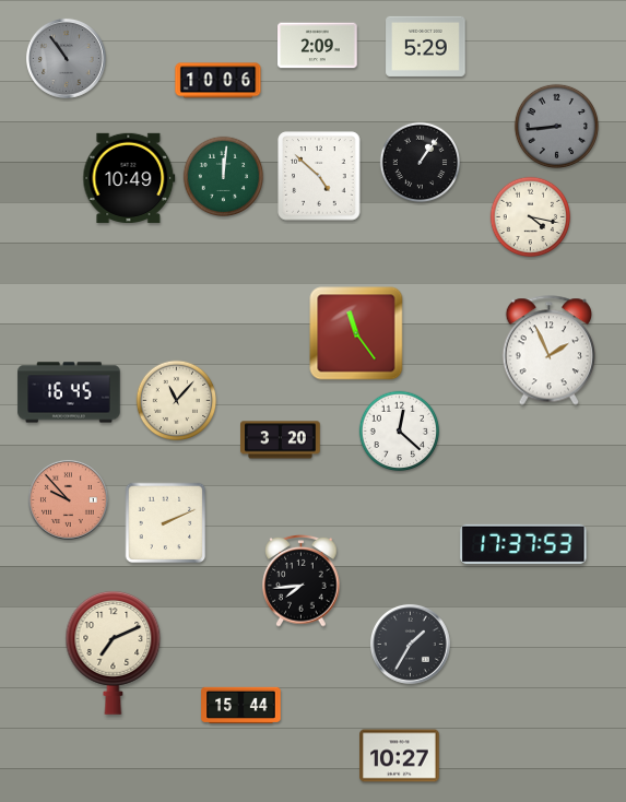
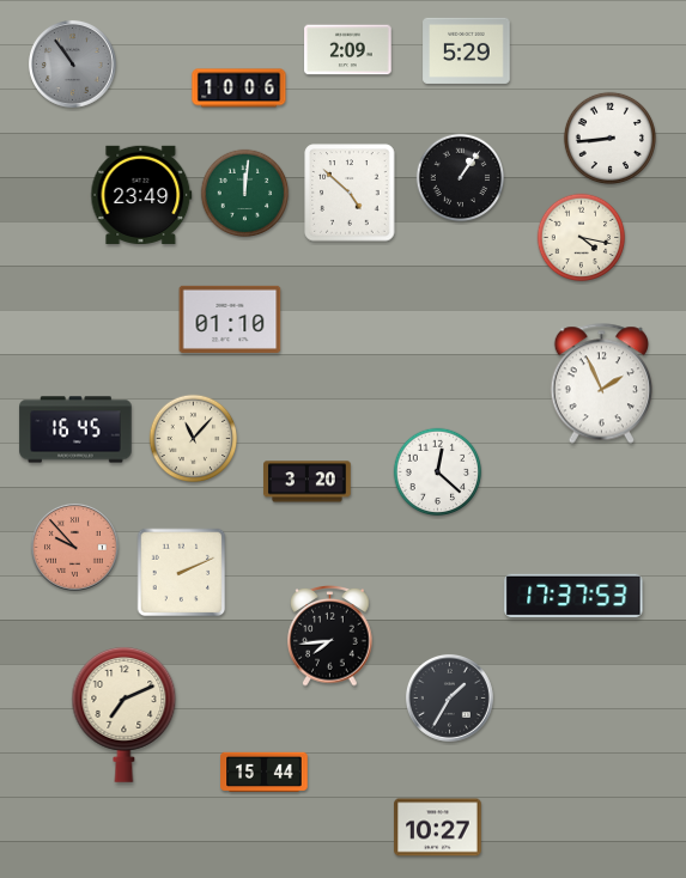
clock at (556, 126) dial: grey -> white
clock at (129, 177): 10:49 -> 23:49
clock at (230, 319): none -> 01:10
clock at (356, 333): 11:24 -> none
clock at (410, 644) position: (410, 644) -> (449, 697)
